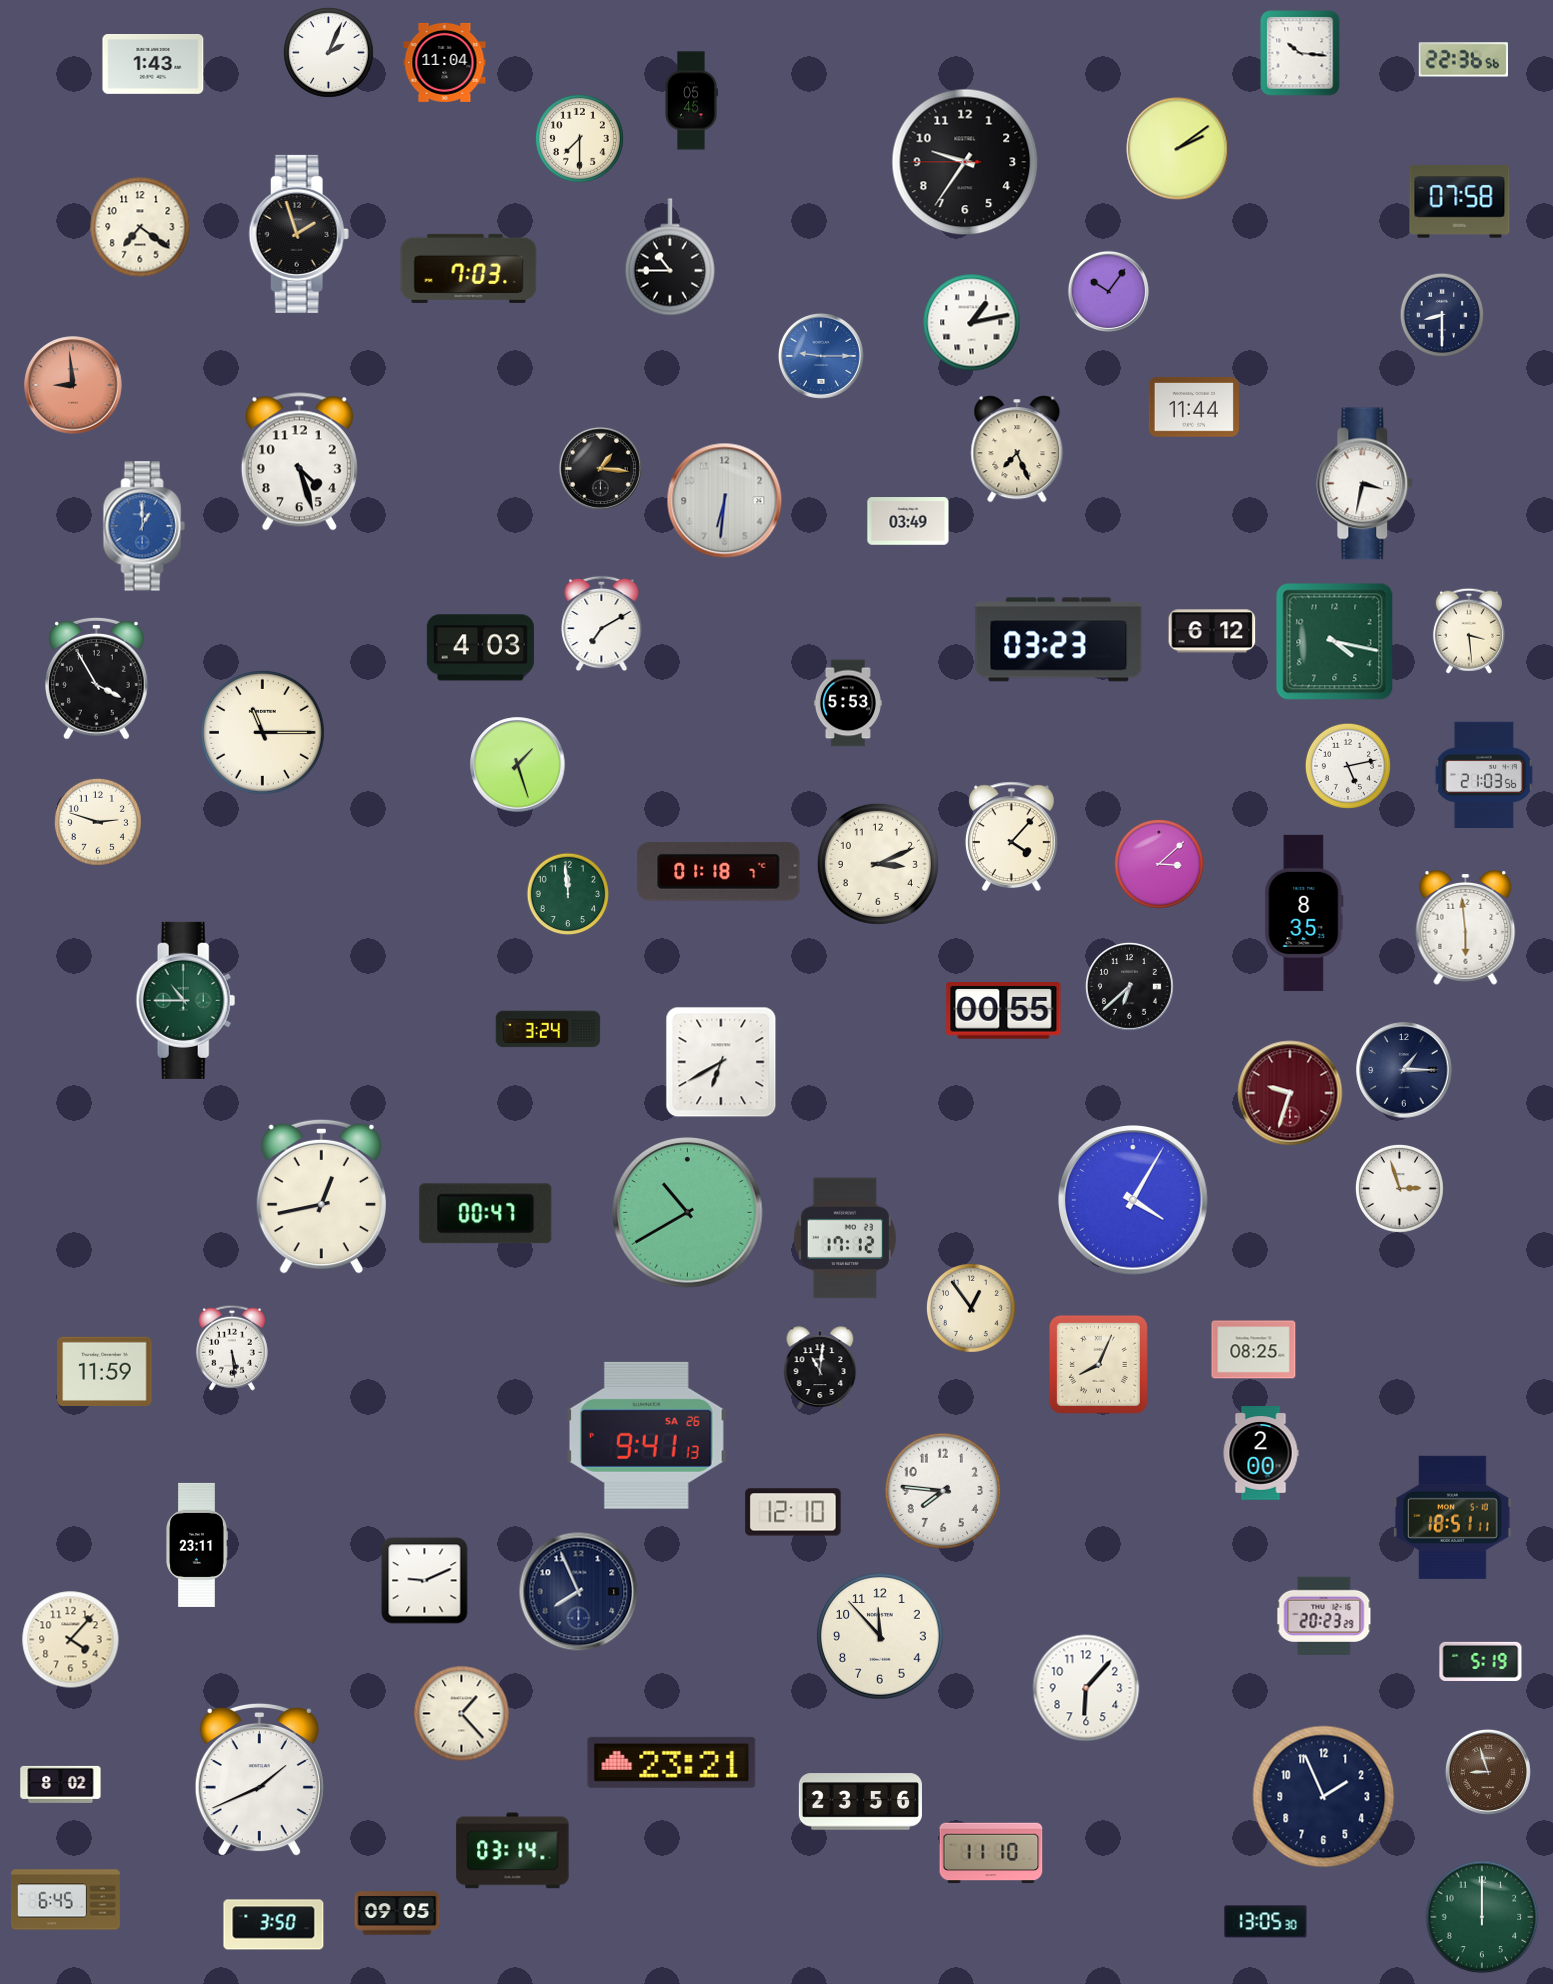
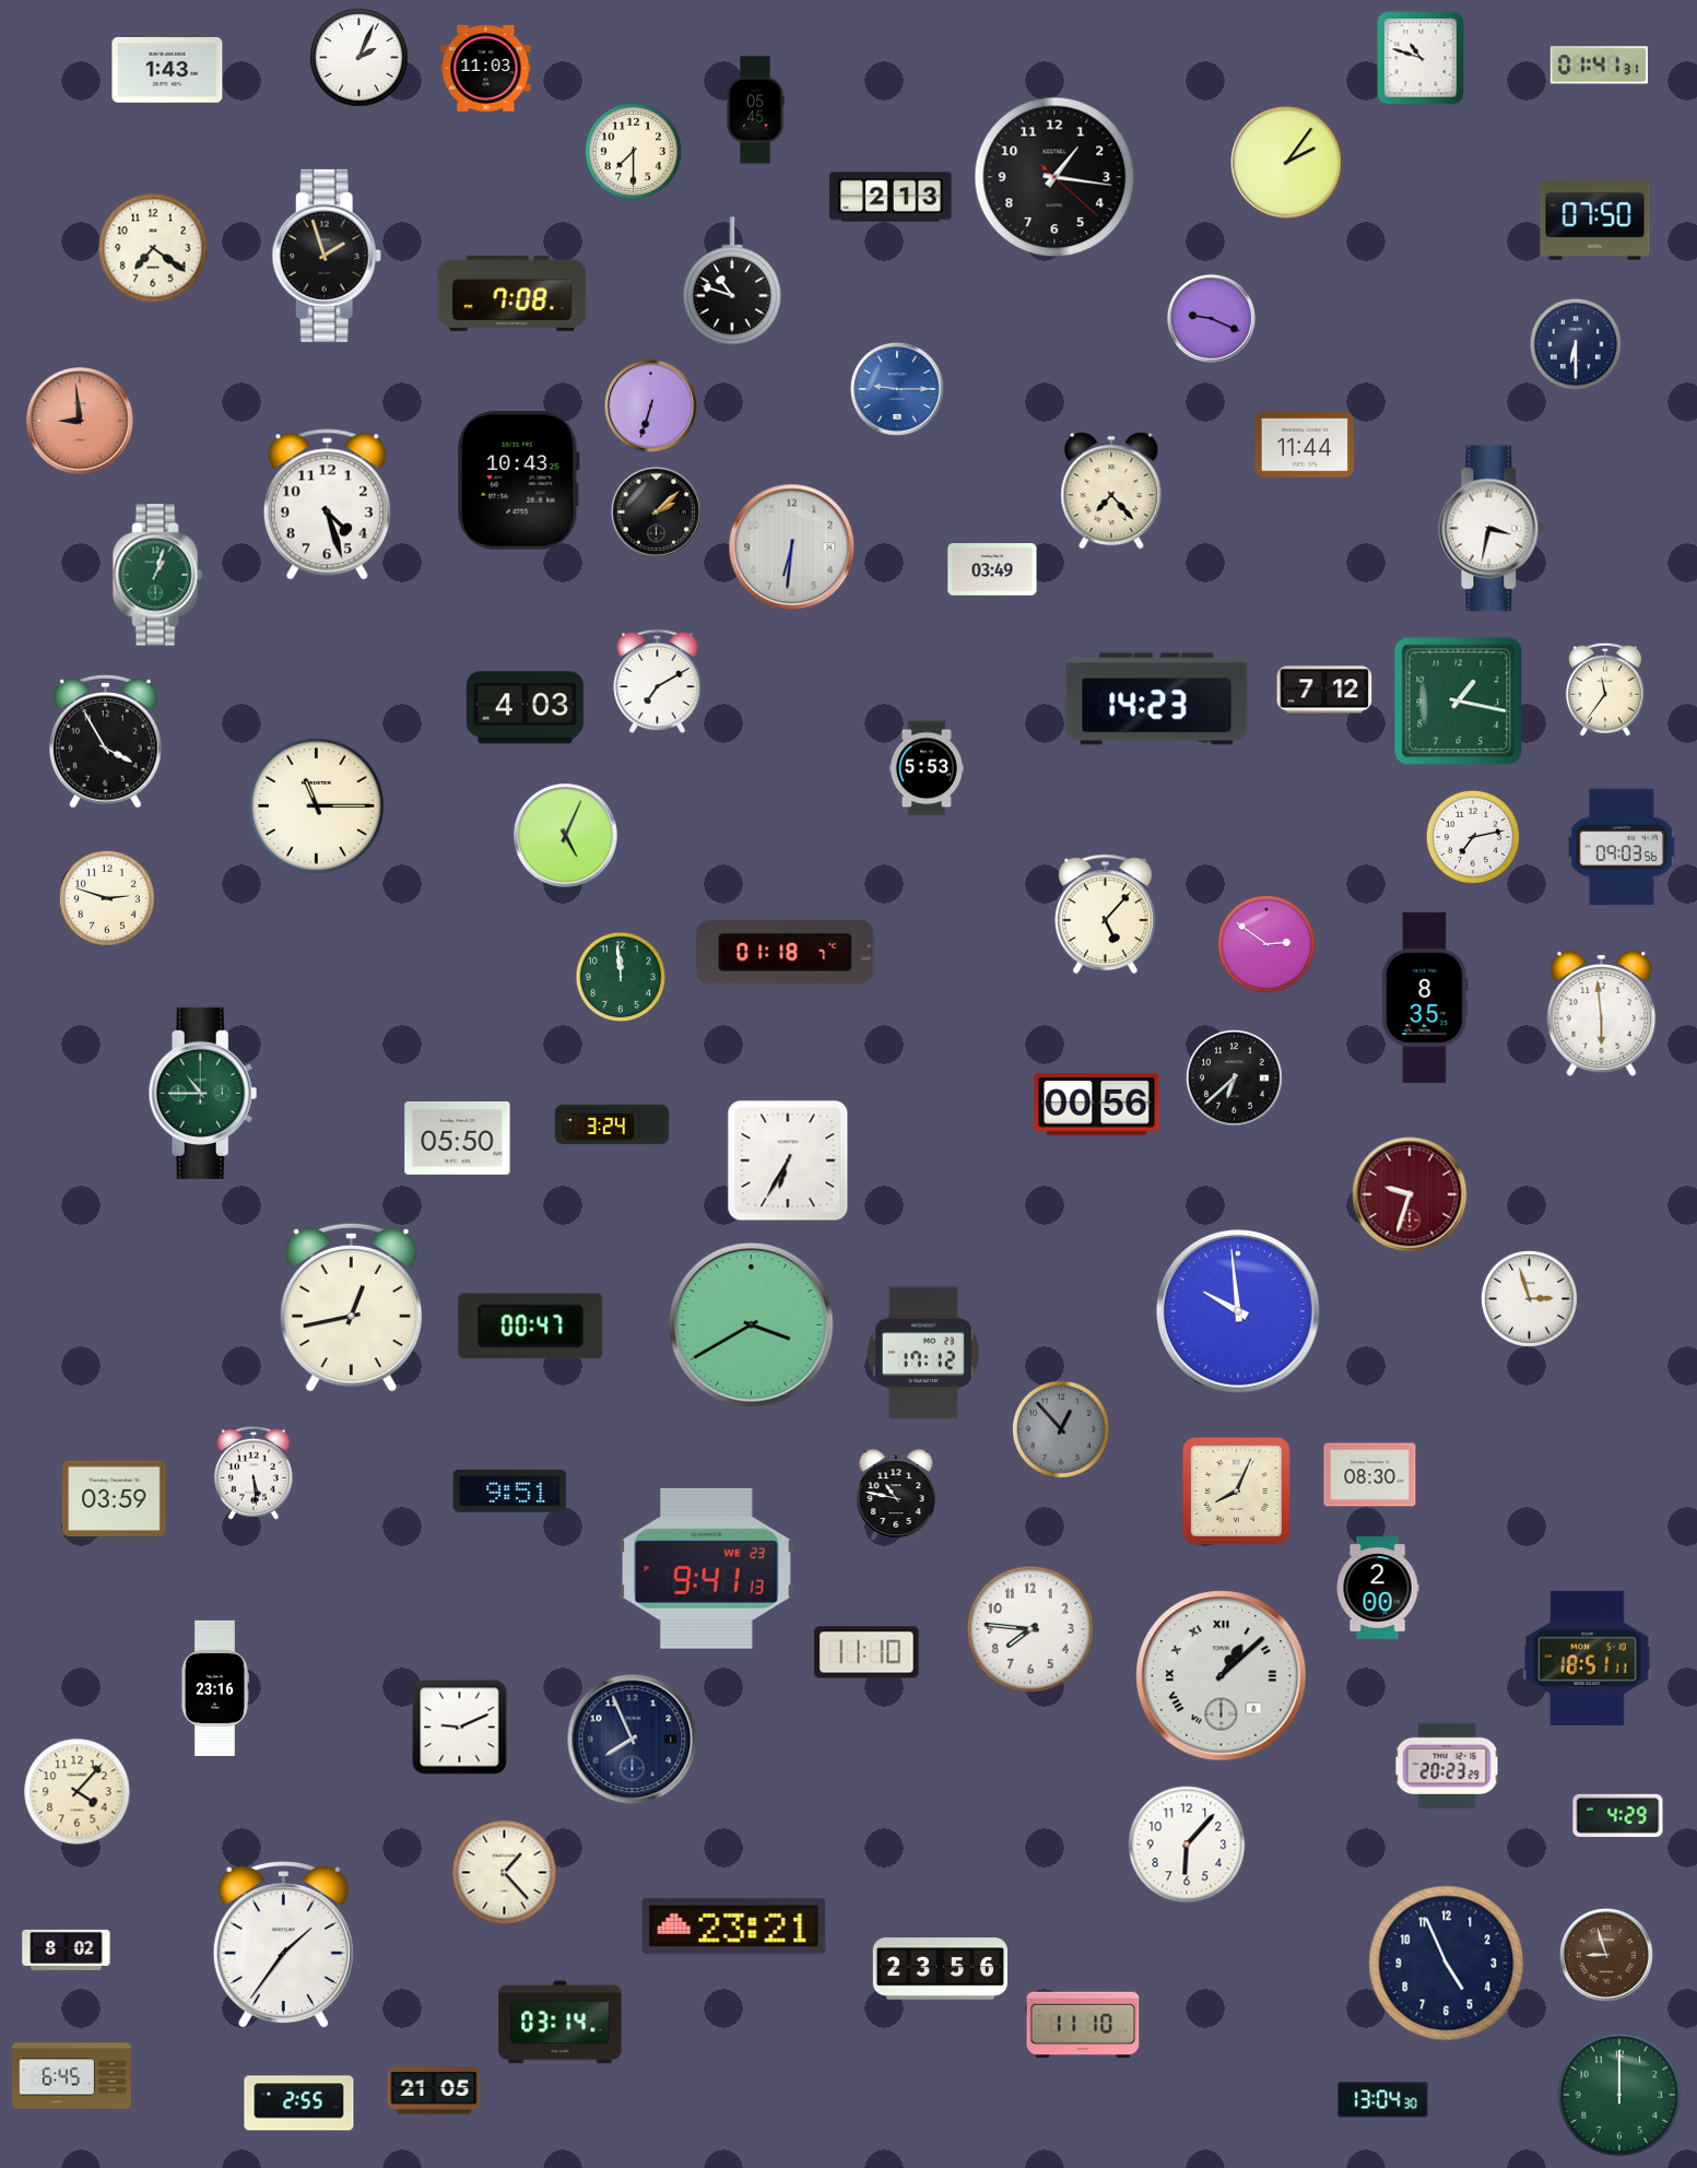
clock at (1300, 53): 10:16 -> 10:48
clock at (1463, 60): 22:36 -> 01:41
clock at (445, 62): 11:04 -> 11:03
clock at (1178, 149): 2:09 -> 2:06
clock at (965, 162): 9:35 -> 1:16
clock at (891, 197): none -> 2:13
clock at (1460, 202): 07:58 -> 07:50
clock at (670, 257): 10:45 -> 10:48
clock at (469, 268): 7:03 -> 7:08
clock at (1108, 291): 10:06 -> 9:19
clock at (1441, 314): 8:30 -> 6:30
clock at (972, 323): 1:13 -> none
clock at (650, 405): none -> 6:33
clock at (518, 480): none -> 10:43
clock at (1017, 449): 7:26 -> 7:23
clock at (600, 468): 1:16 -> 2:08
clock at (144, 526): 1:00 -> 1:03
clock at (144, 526) dial: blue -> green
clock at (1212, 631): 6:12 -> 7:12
clock at (1469, 631): 3:29 -> 11:36
clock at (1059, 640): 03:23 -> 14:23
clock at (1335, 642): 4:17 -> 1:17
clock at (262, 732) position: (262, 732) -> (316, 805)
clock at (518, 765): 1:27 -> 5:04
clock at (1348, 766): 5:13 -> 7:13
clock at (1484, 774): 21:03 -> 09:03
clock at (1011, 836): 4:07 -> 5:07
clock at (878, 864): 3:11 -> none
clock at (1159, 864): 3:08 -> 2:51
clock at (1004, 1011): 00:55 -> 00:56
clock at (548, 1029) position: (548, 1029) -> (612, 1124)
clock at (458, 1138): none -> 05:50
clock at (721, 1062): 6:40 -> 6:35
clock at (1404, 1070): 1:15 -> none
clock at (1134, 1201): 4:05 -> 9:59
clock at (688, 1213): 10:40 -> 3:40
clock at (971, 1308): 12:54 -> 12:53
clock at (971, 1308) dial: cream -> grey
clock at (1254, 1350): 08:25 -> 08:30
clock at (510, 1490): none -> 9:51
clock at (1098, 1364) position: (1098, 1364) -> (1236, 1490)
clock at (820, 1368): 11:01 -> 10:47
clock at (105, 1371): 11:59 -> 03:59
clock at (646, 1435) date: SA 26 -> WE 23
clock at (793, 1512): 12:10 -> 11:10
clock at (1222, 1676): none -> 1:08
clock at (197, 1545): 23:11 -> 23:16
clock at (425, 1581) position: (425, 1581) -> (460, 1728)
clock at (880, 1636): 11:53 -> none
clock at (1481, 1661): 5:19 -> 4:29
clock at (1488, 1772) position: (1488, 1772) -> (1606, 1955)
clock at (259, 1780): 1:41 -> 1:36
clock at (1324, 1797): 1:56 -> 4:56
clock at (397, 1913): 09:05 -> 21:05
clock at (1266, 1922): 13:05 -> 13:04
clock at (274, 1925): 3:50 -> 2:55
